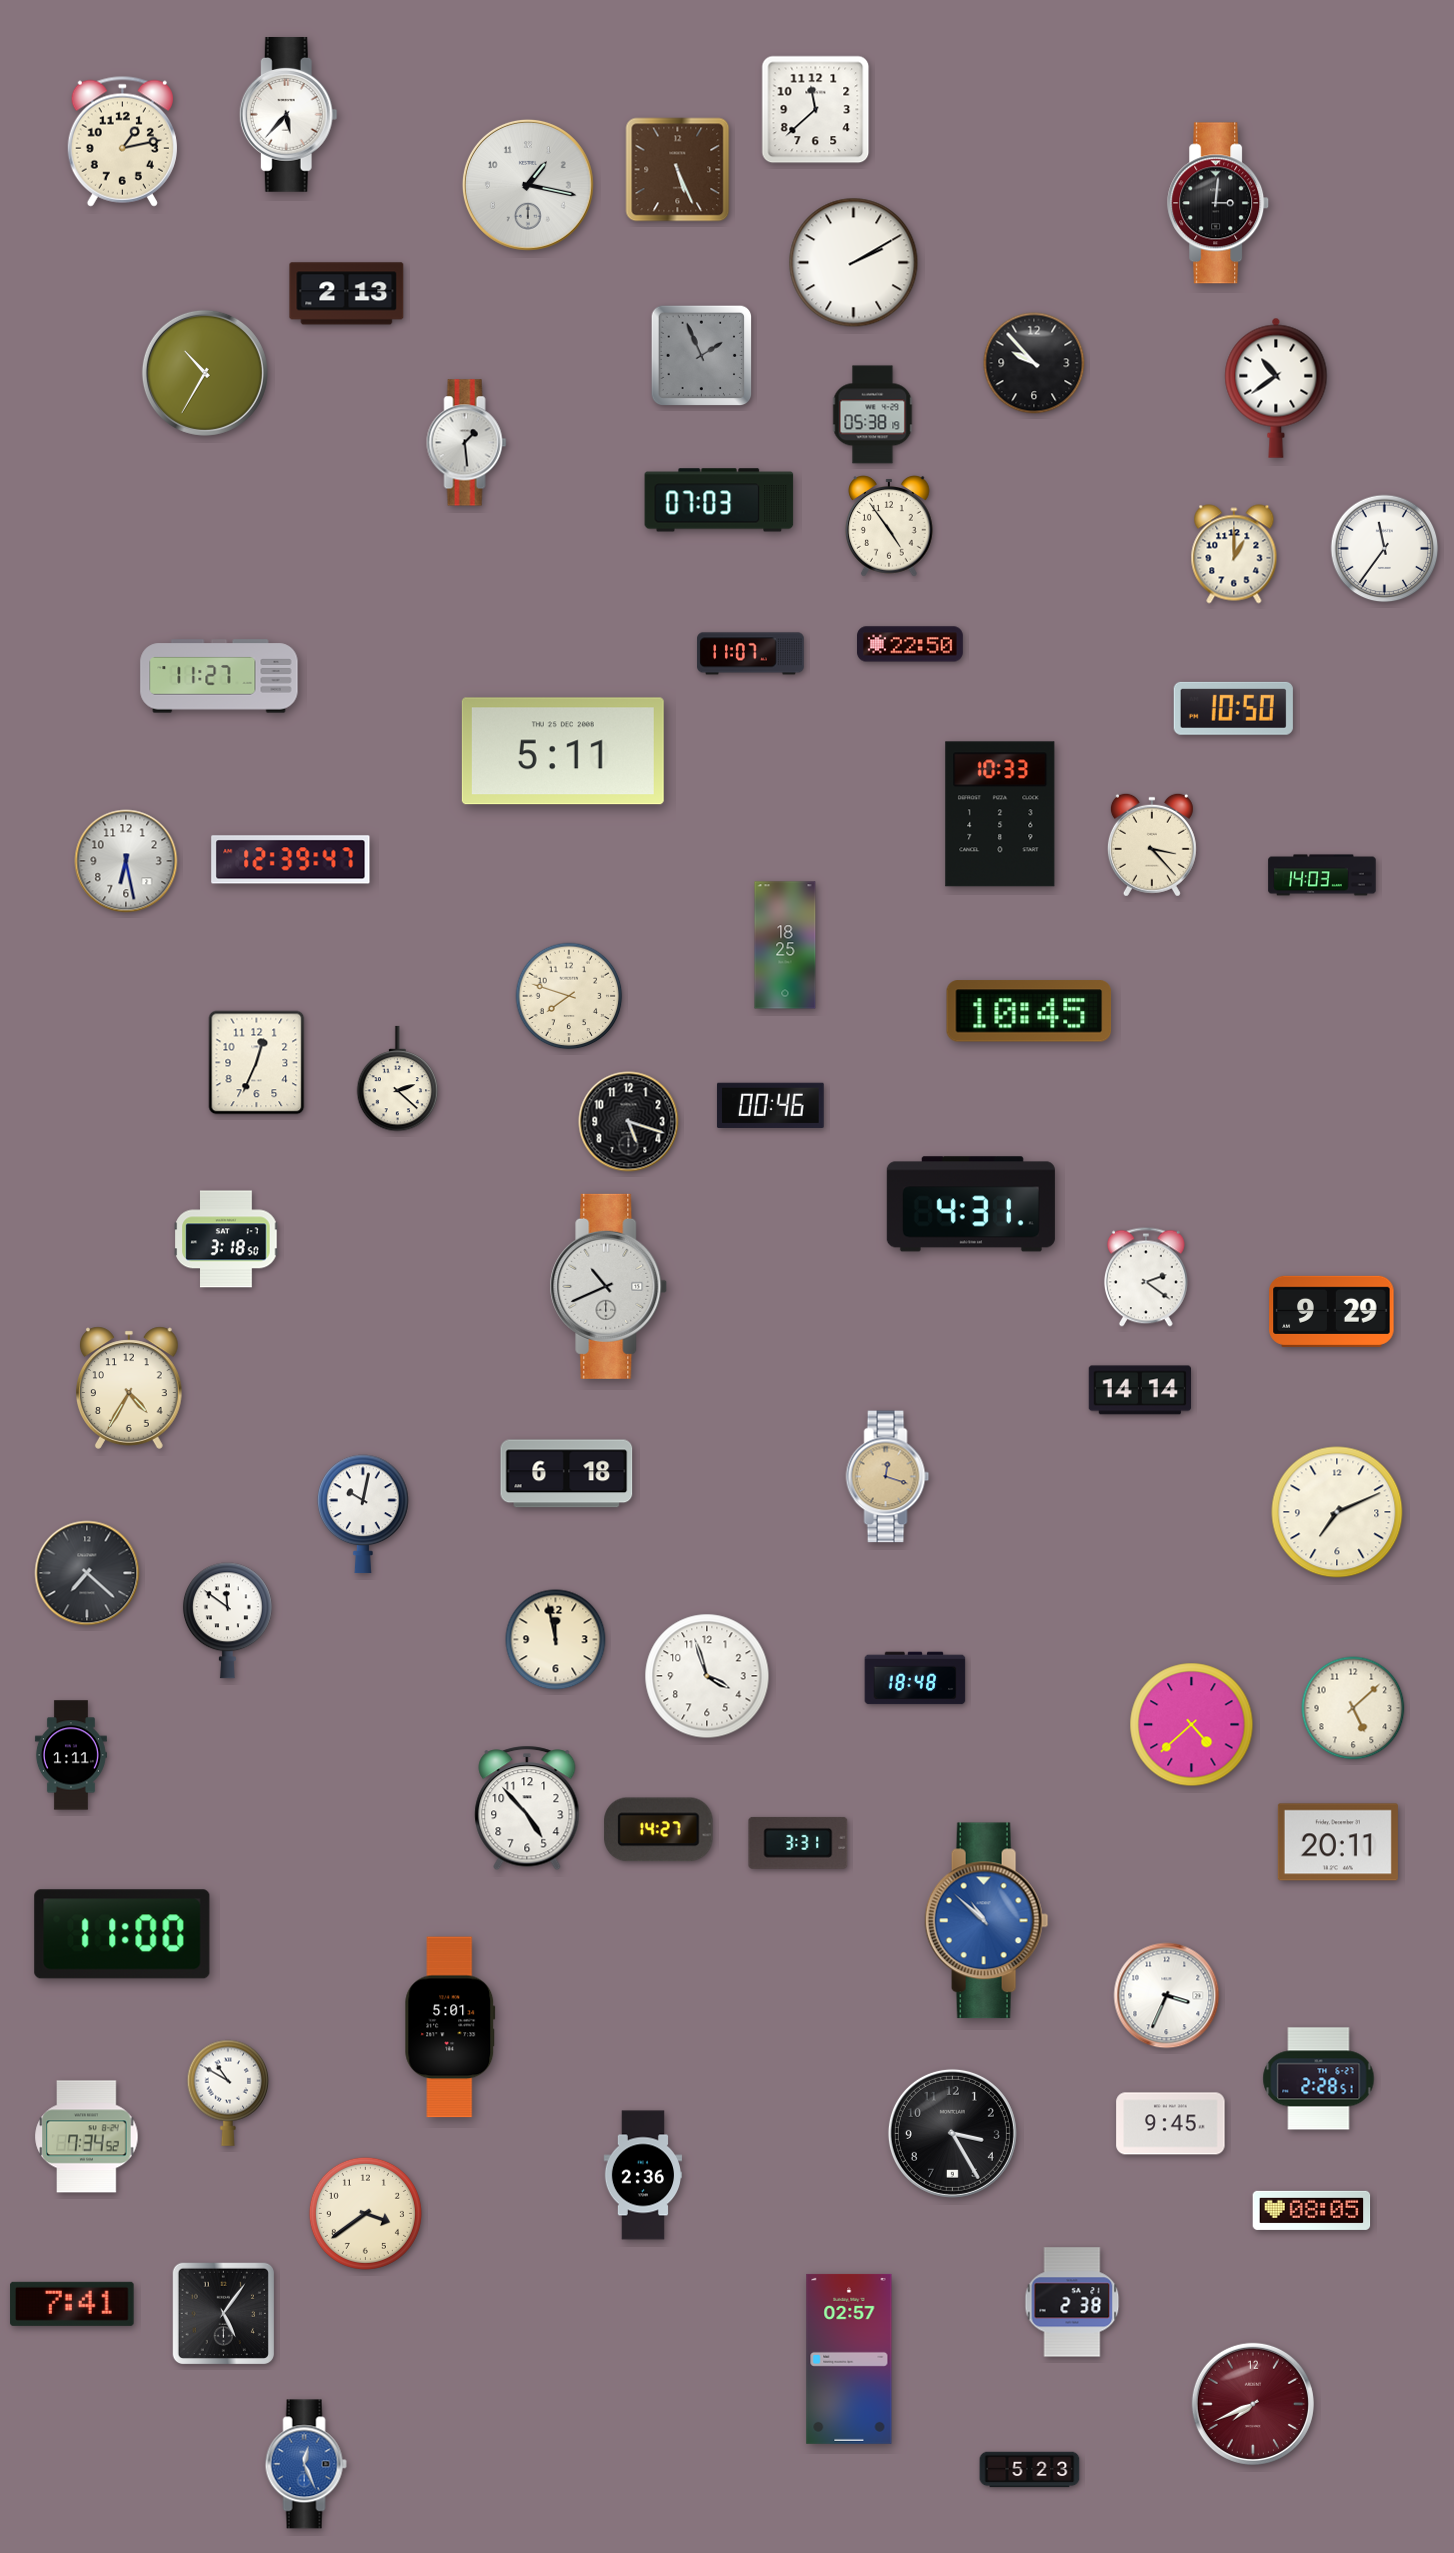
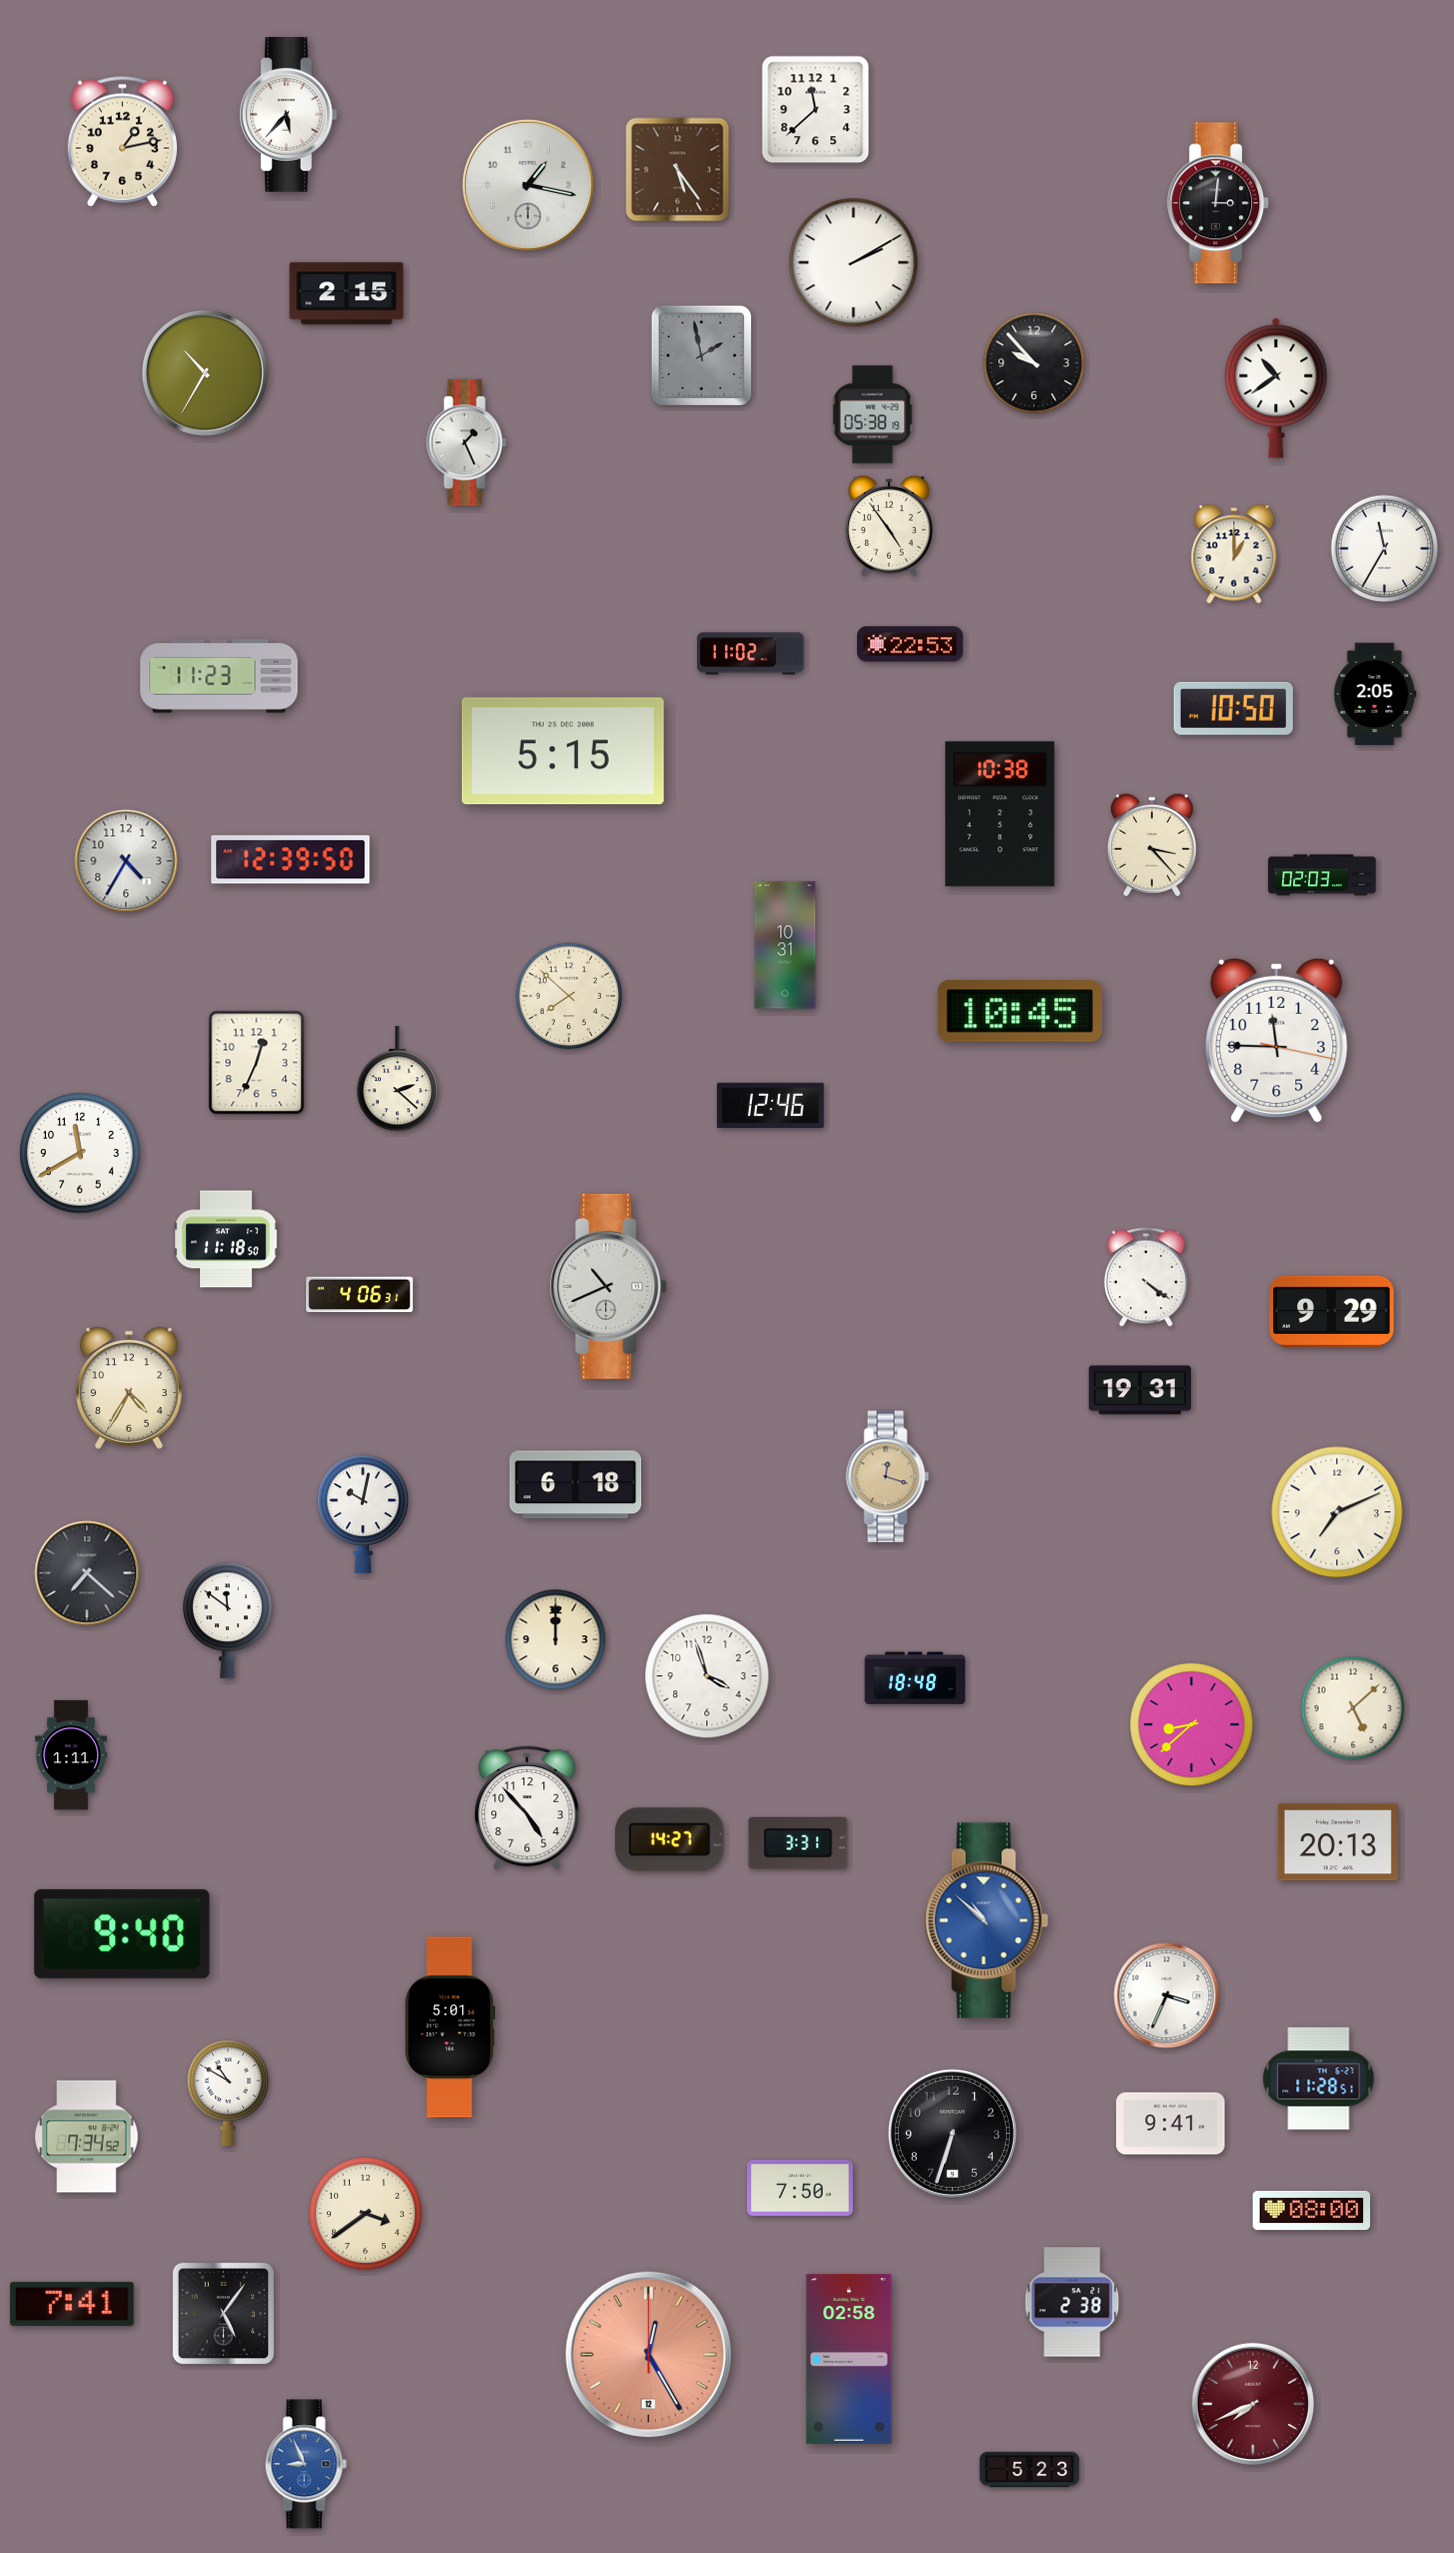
clock at (678, 170): 5:26 -> 5:24
clock at (347, 294): 2:13 -> 2:15
clock at (702, 356): 1:56 -> 1:58
clock at (467, 443): 1:29 -> 1:26
clock at (719, 500): 07:03 -> none
clock at (1385, 549): 11:36 -> 11:35
clock at (911, 644): 22:50 -> 22:53
clock at (751, 654): 11:07 -> 11:02
clock at (219, 676): 11:27 -> 11:23
clock at (1375, 694): none -> 2:05
clock at (563, 751): 5:11 -> 5:15
clock at (1000, 814): 10:33 -> 10:38
clock at (291, 860): 12:39:47 -> 12:39:50
clock at (126, 861): 6:28 -> 4:35
clock at (1322, 875): 14:03 -> 02:03
clock at (785, 945): 18:25 -> 10:31
clock at (569, 996): 7:48 -> 7:52
clock at (1029, 1011) position: (1029, 1011) -> (1020, 1011)
clock at (1277, 1040): none -> 11:45
clock at (771, 1105): 00:46 -> 12:46
clock at (629, 1122): 5:18 -> none
clock at (80, 1153): none -> 11:40
clock at (971, 1204): 4:31 -> none
clock at (226, 1239): 3:18 -> 11:18
clock at (1146, 1277): 2:21 -> 4:21
clock at (360, 1295): none -> 4:06
clock at (1139, 1390): 14:14 -> 19:31
clock at (567, 1474) position: (567, 1474) -> (576, 1485)
clock at (556, 1640): 11:58 -> 12:00
clock at (1192, 1725): 4:38 -> 8:38
clock at (659, 1830) position: (659, 1830) -> (670, 1840)
clock at (1338, 1842): 20:11 -> 20:13
clock at (122, 1934): 11:00 -> 9:40
clock at (1319, 2079): 2:28 -> 11:28
clock at (1171, 2124): 9:45 -> 9:41
clock at (952, 2133): 3:25 -> 6:33
clock at (643, 2175): 2:36 -> none
clock at (800, 2188): none -> 7:50
clock at (1312, 2210): 08:05 -> 08:00
clock at (649, 2355): none -> 12:25
clock at (849, 2359): 02:57 -> 02:58
clock at (306, 2464): 12:26 -> 8:56
